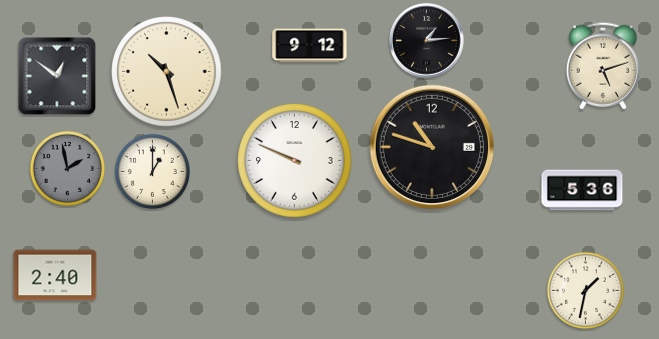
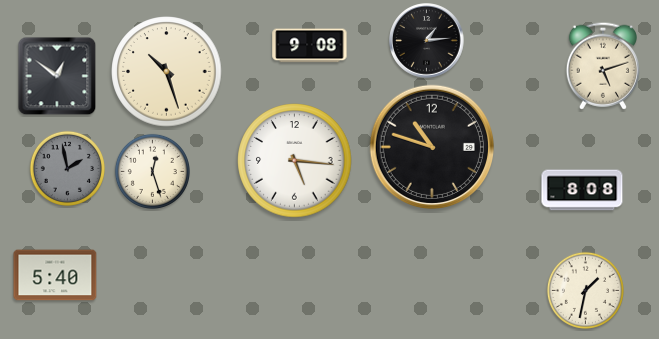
clock at (310, 46): 9:12 -> 9:08
clock at (295, 161): 9:49 -> 5:16
clock at (152, 171): 1:00 -> 12:27
clock at (582, 190): 5:36 -> 8:08
clock at (55, 275): 2:40 -> 5:40
